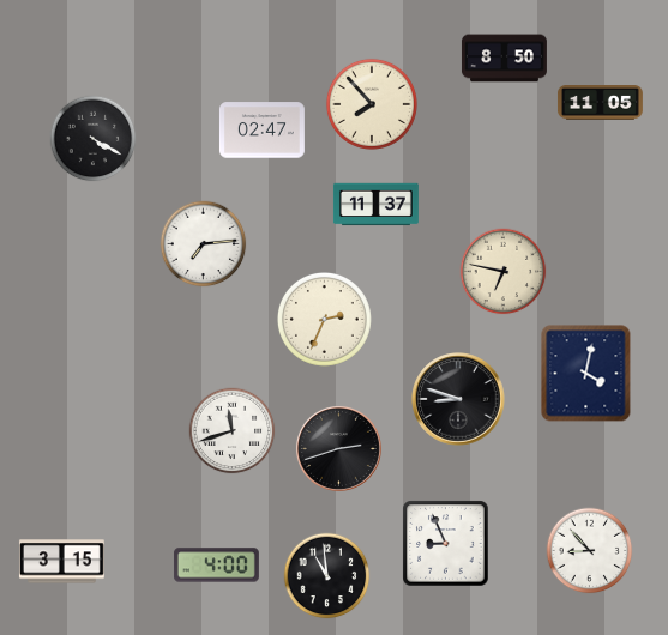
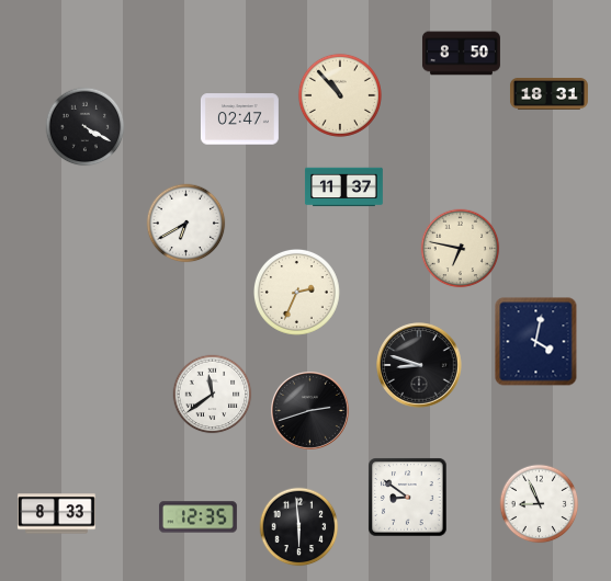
clock at (600, 103): 11:05 -> 18:31
clock at (372, 104): 7:53 -> 10:53
clock at (204, 244): 7:14 -> 6:40
clock at (233, 431): 11:42 -> 11:39
clock at (446, 544): 8:56 -> 8:51
clock at (590, 551): 8:53 -> 8:56
clock at (61, 562): 3:15 -> 8:33
clock at (216, 566): 4:00 -> 12:35
clock at (327, 576): 10:59 -> 5:59
